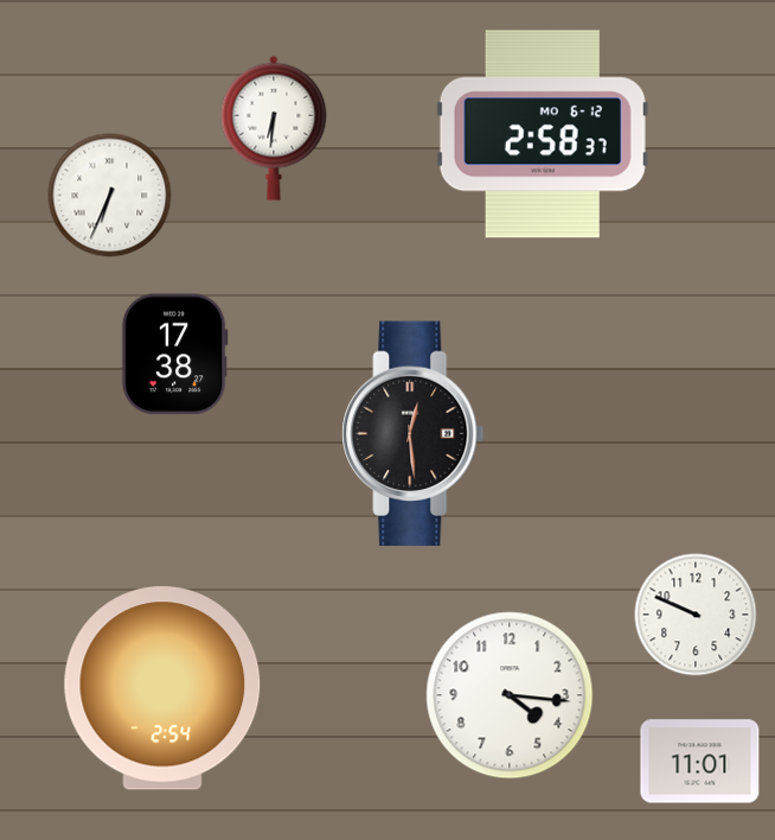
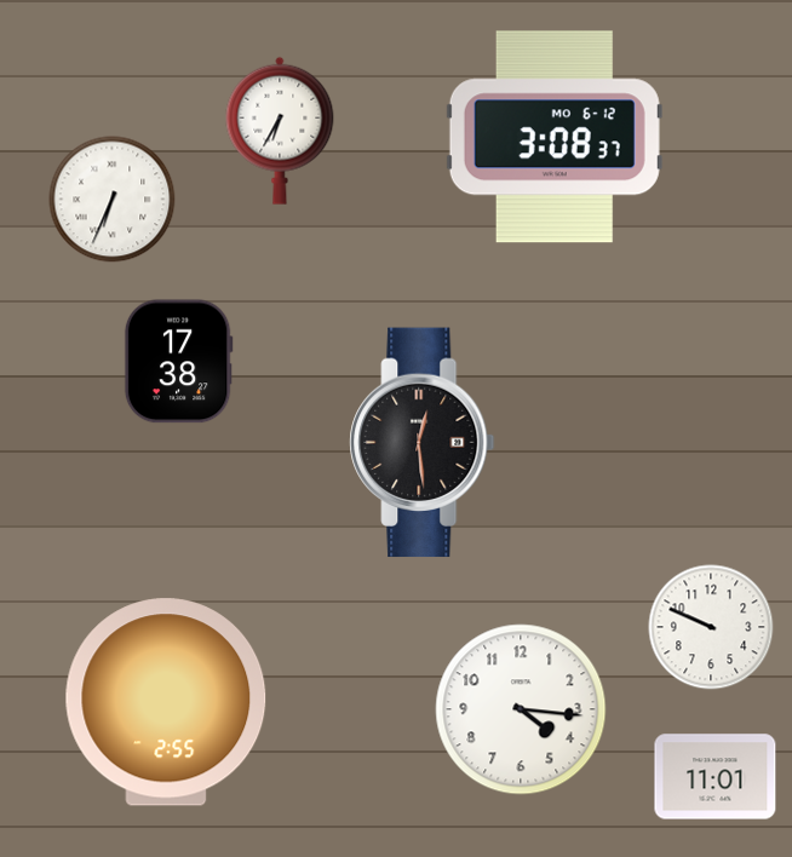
clock at (274, 128): 6:31 -> 6:35
clock at (543, 134): 2:58 -> 3:08
clock at (162, 688): 2:54 -> 2:55
